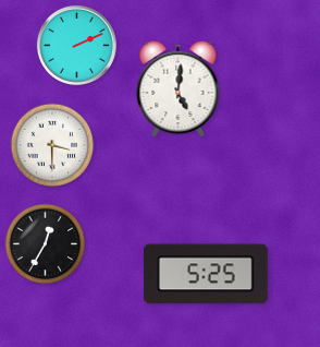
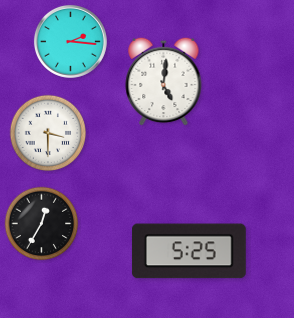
clock at (76, 45): 2:11 -> 2:16
